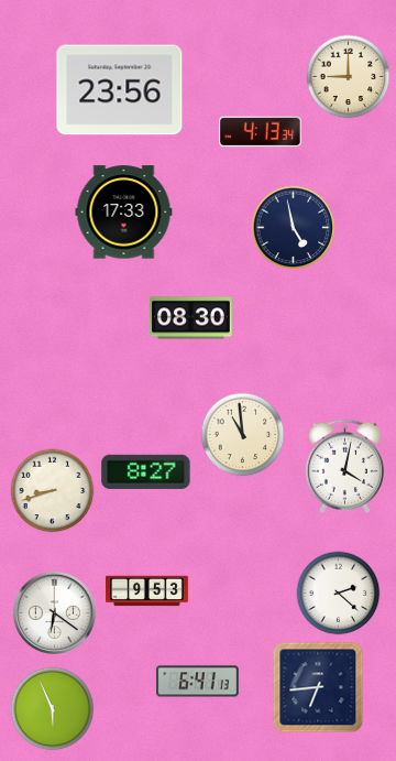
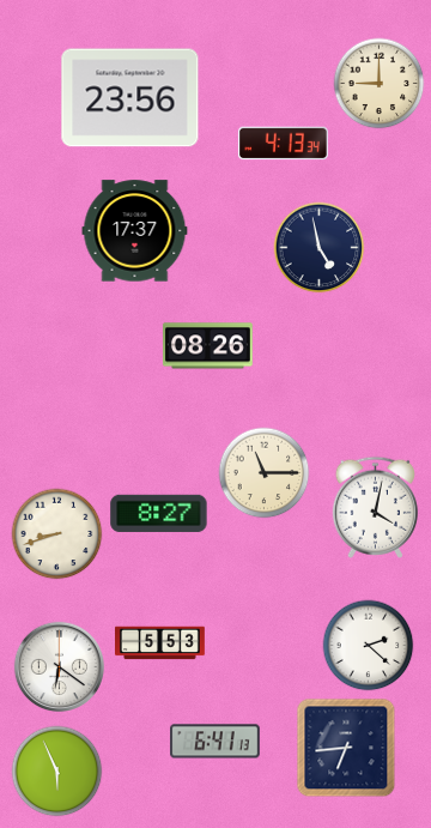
clock at (124, 213): 17:33 -> 17:37
clock at (190, 318): 08:30 -> 08:26
clock at (243, 435): 10:59 -> 11:15
clock at (147, 591): 9:53 -> 5:53
